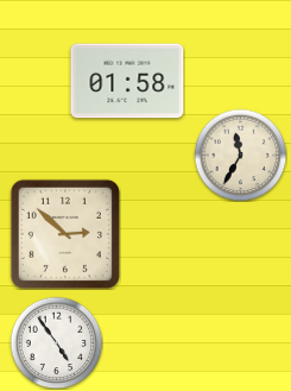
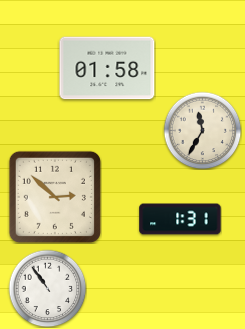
clock at (180, 219): none -> 1:31
clock at (56, 342): 4:54 -> 10:54
